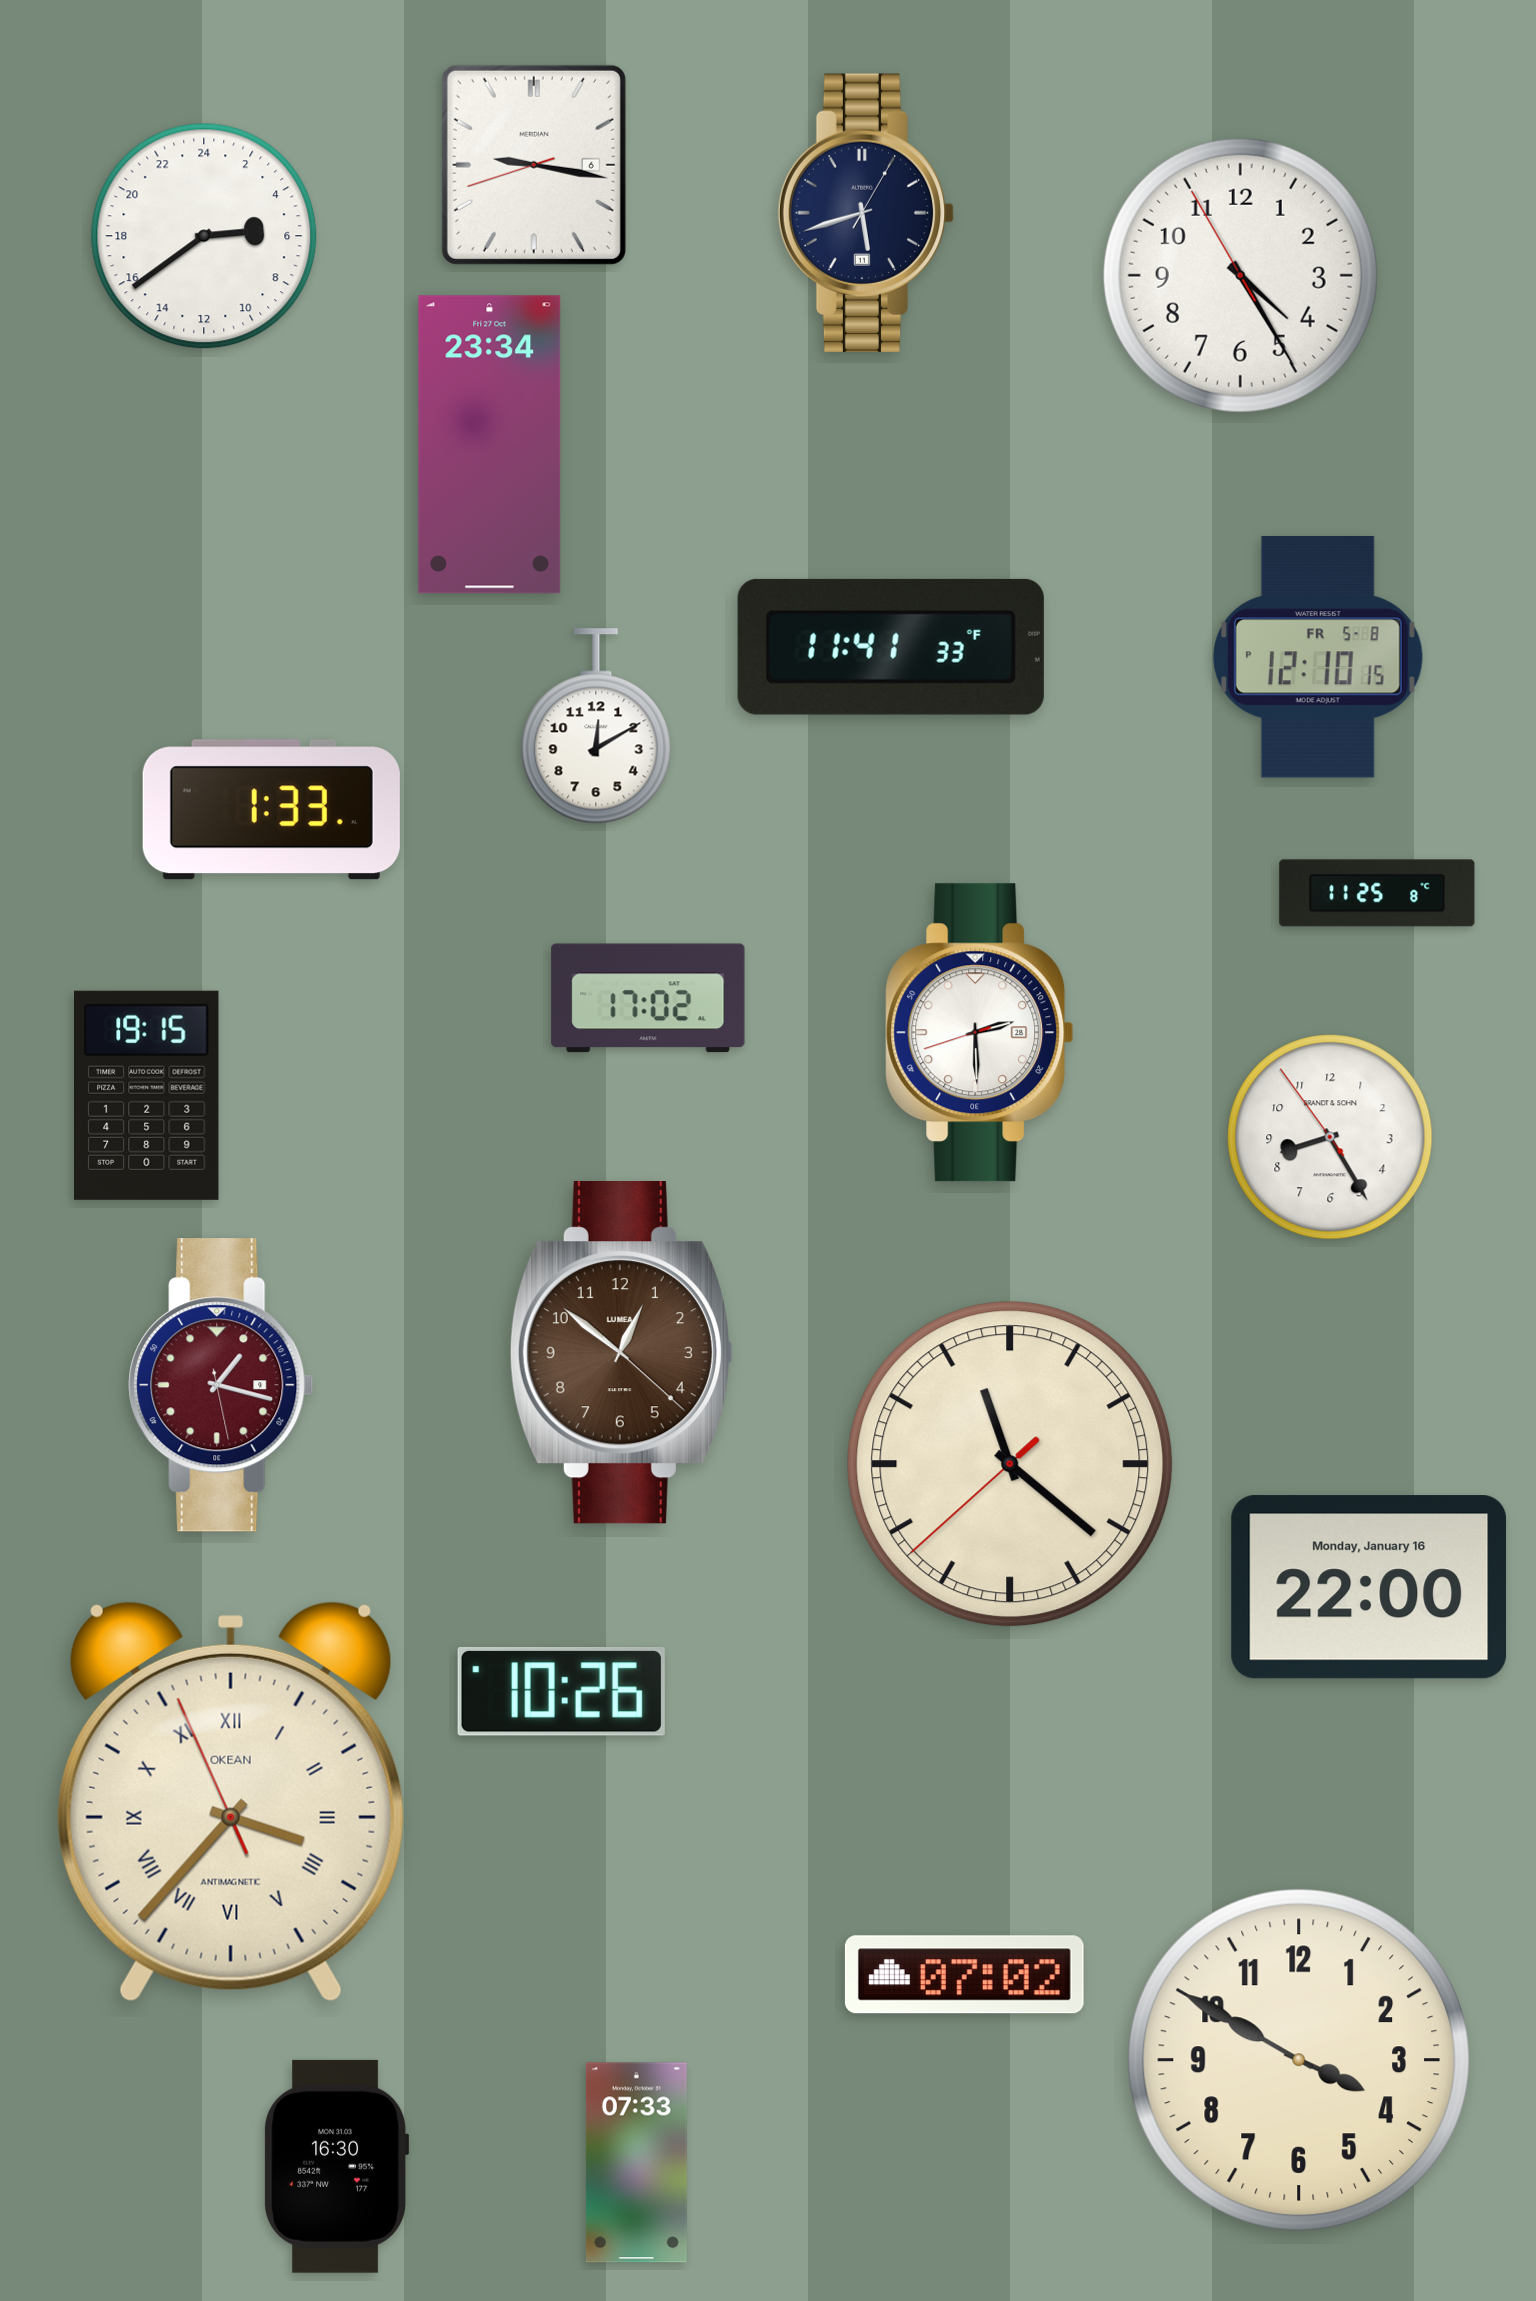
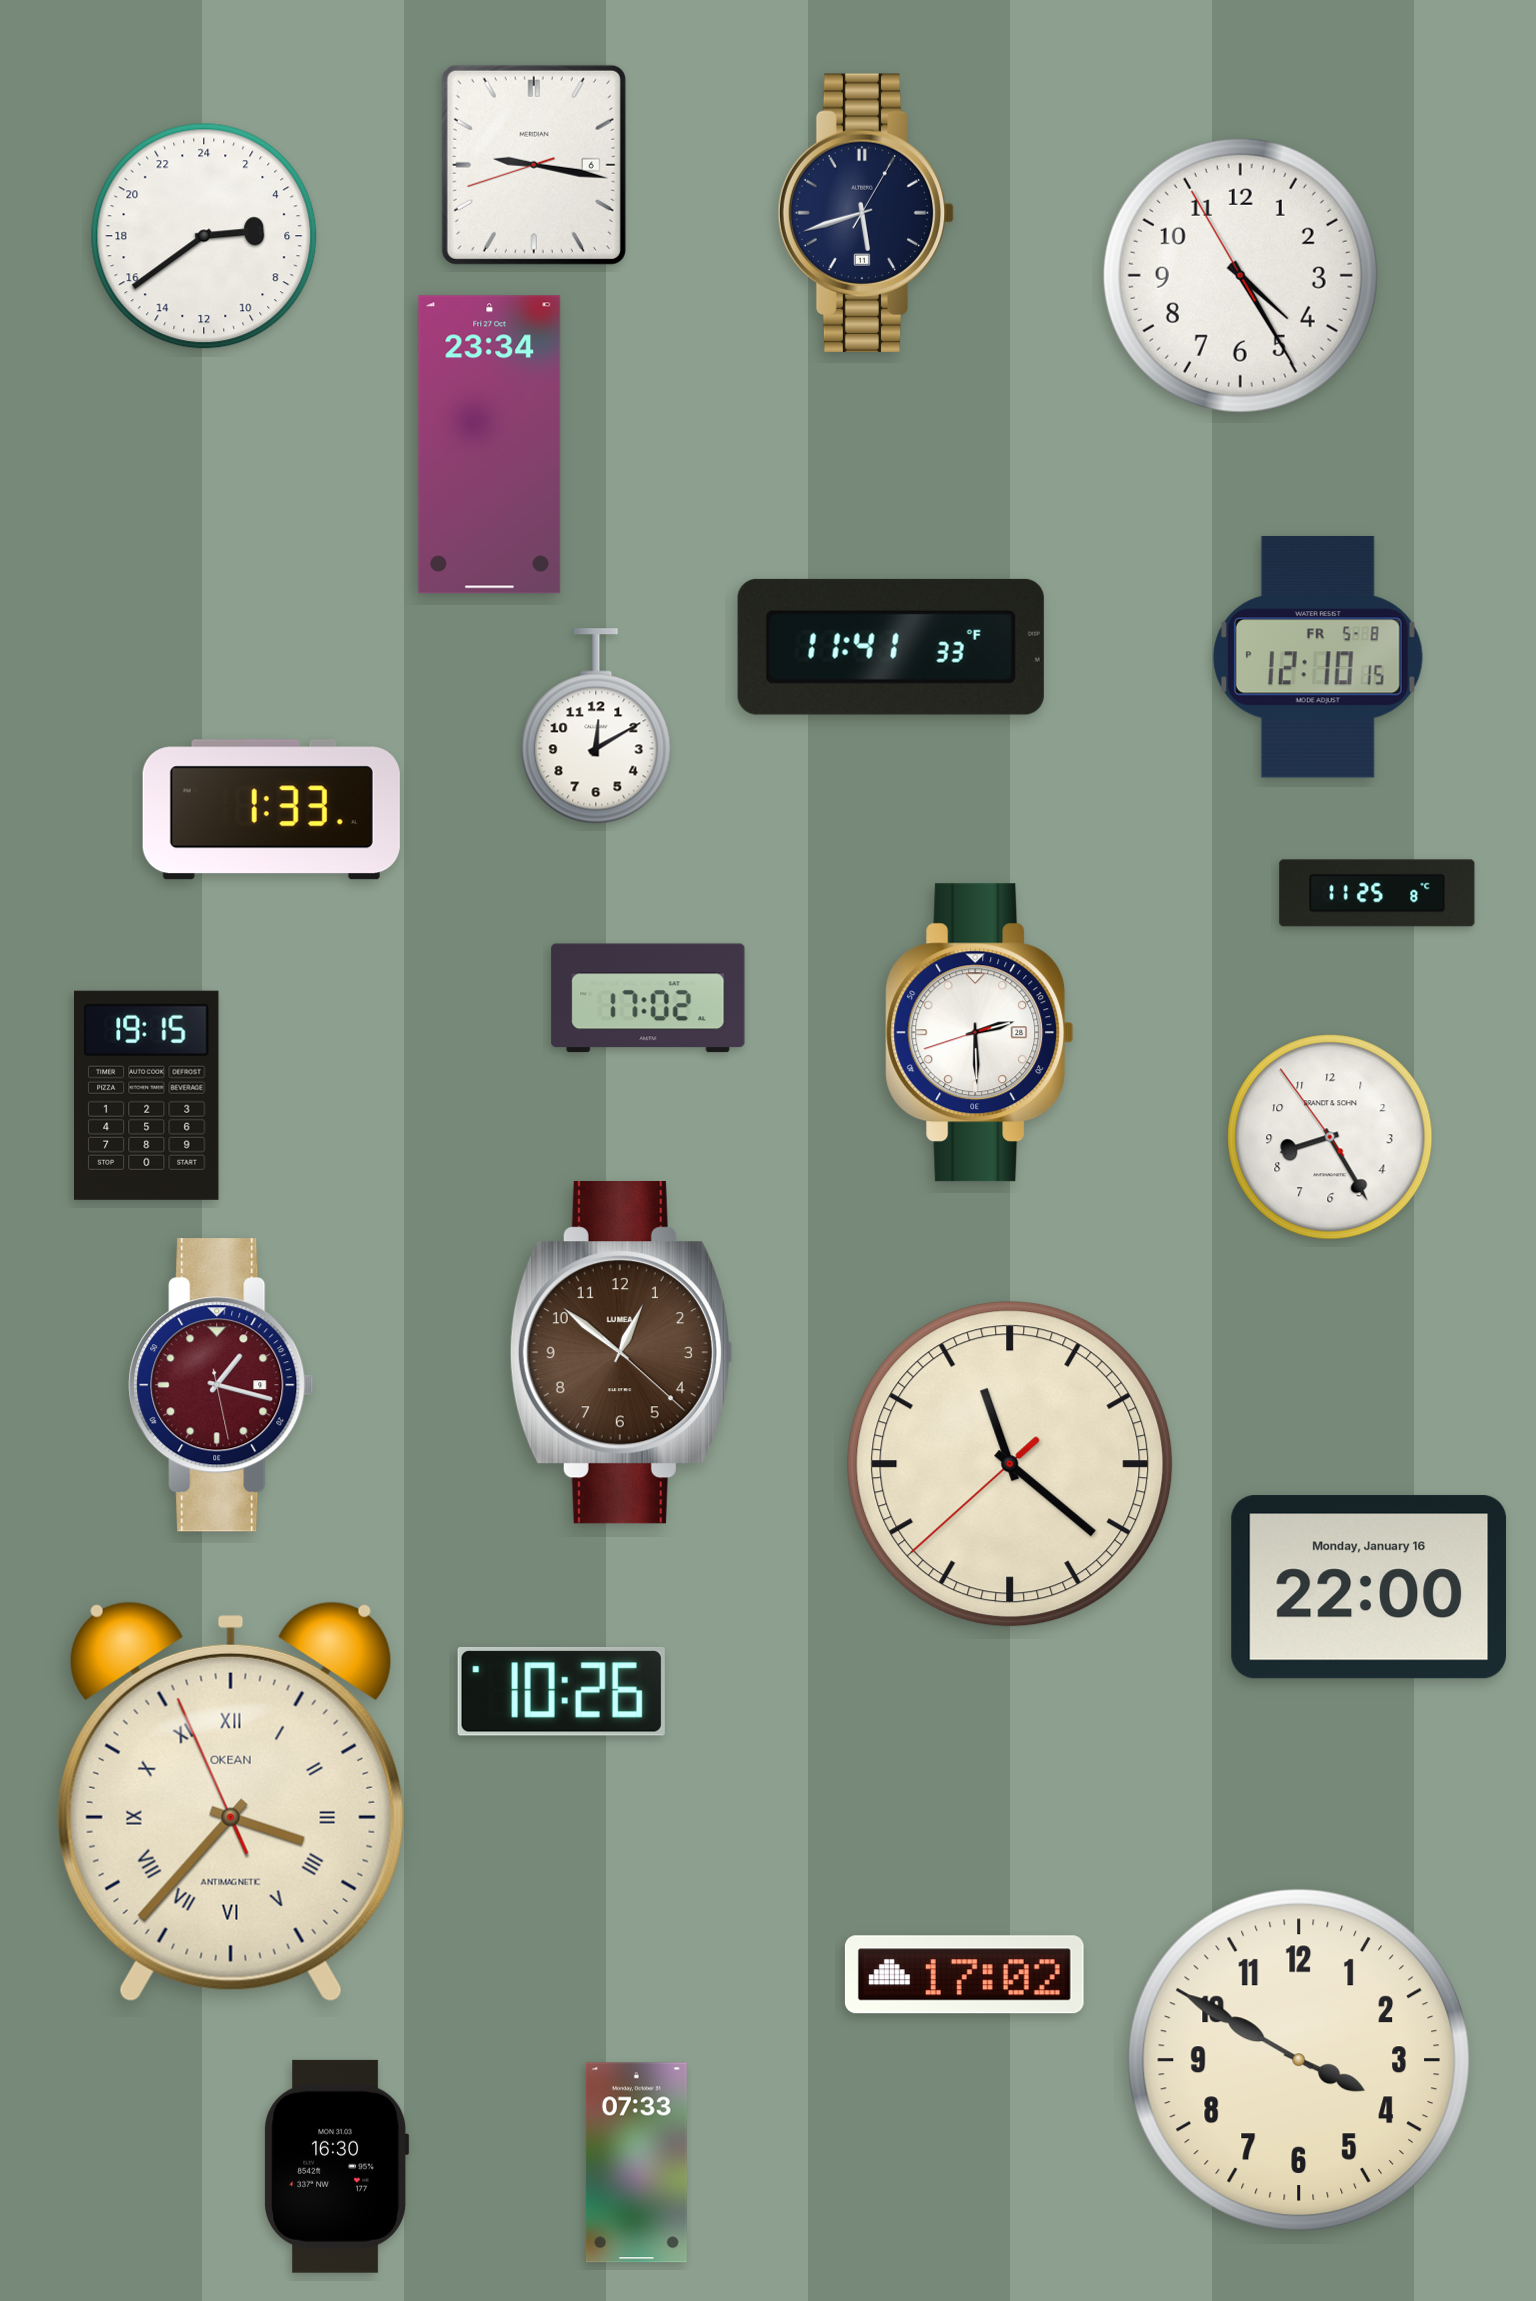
clock at (964, 1975): 07:02 -> 17:02
